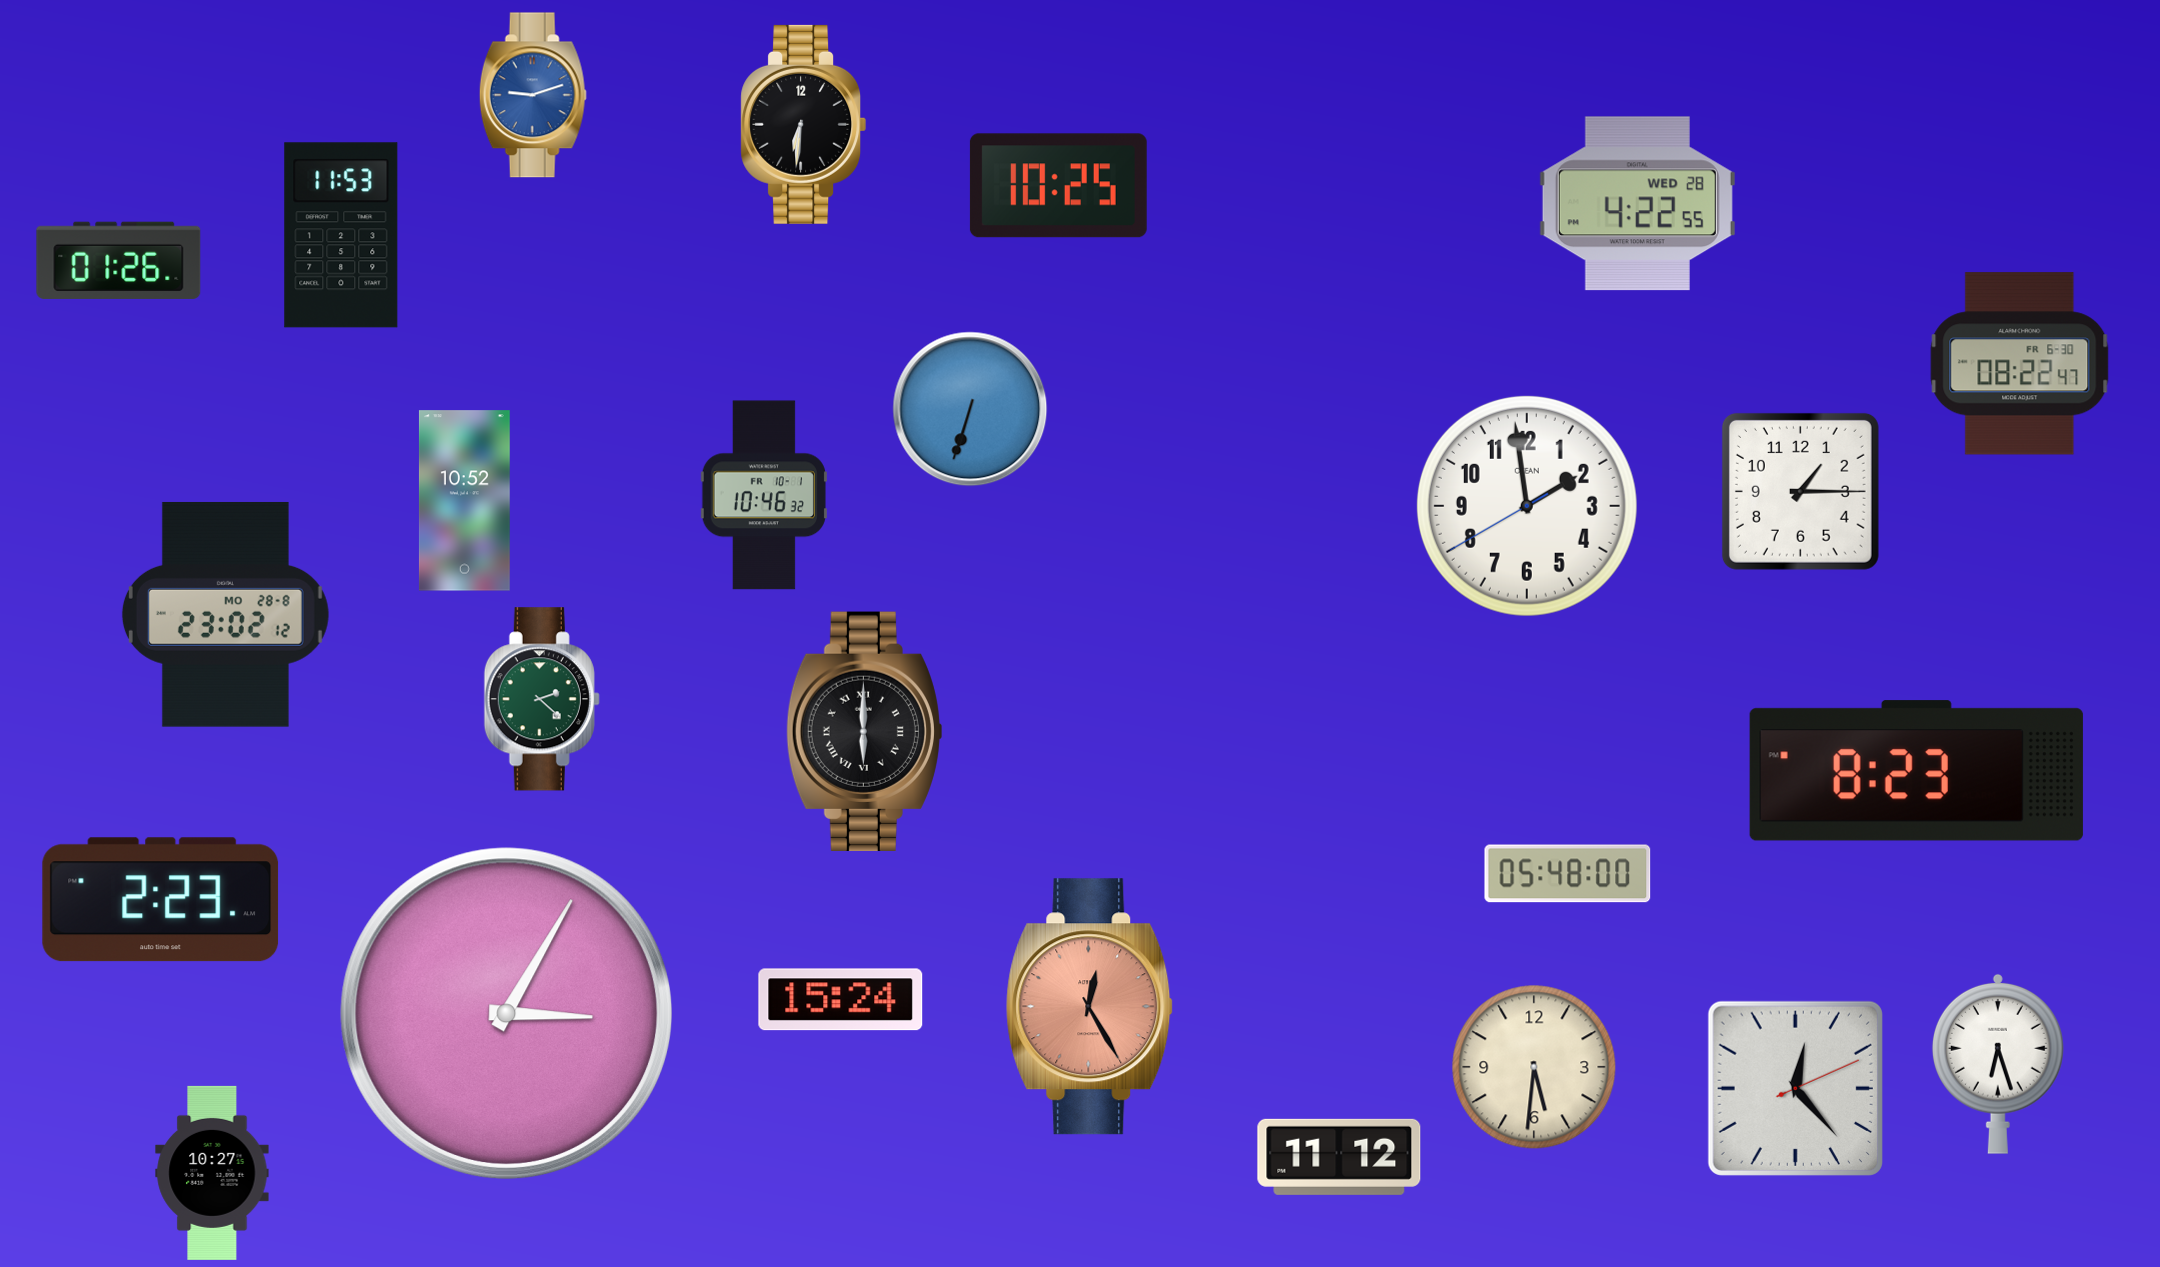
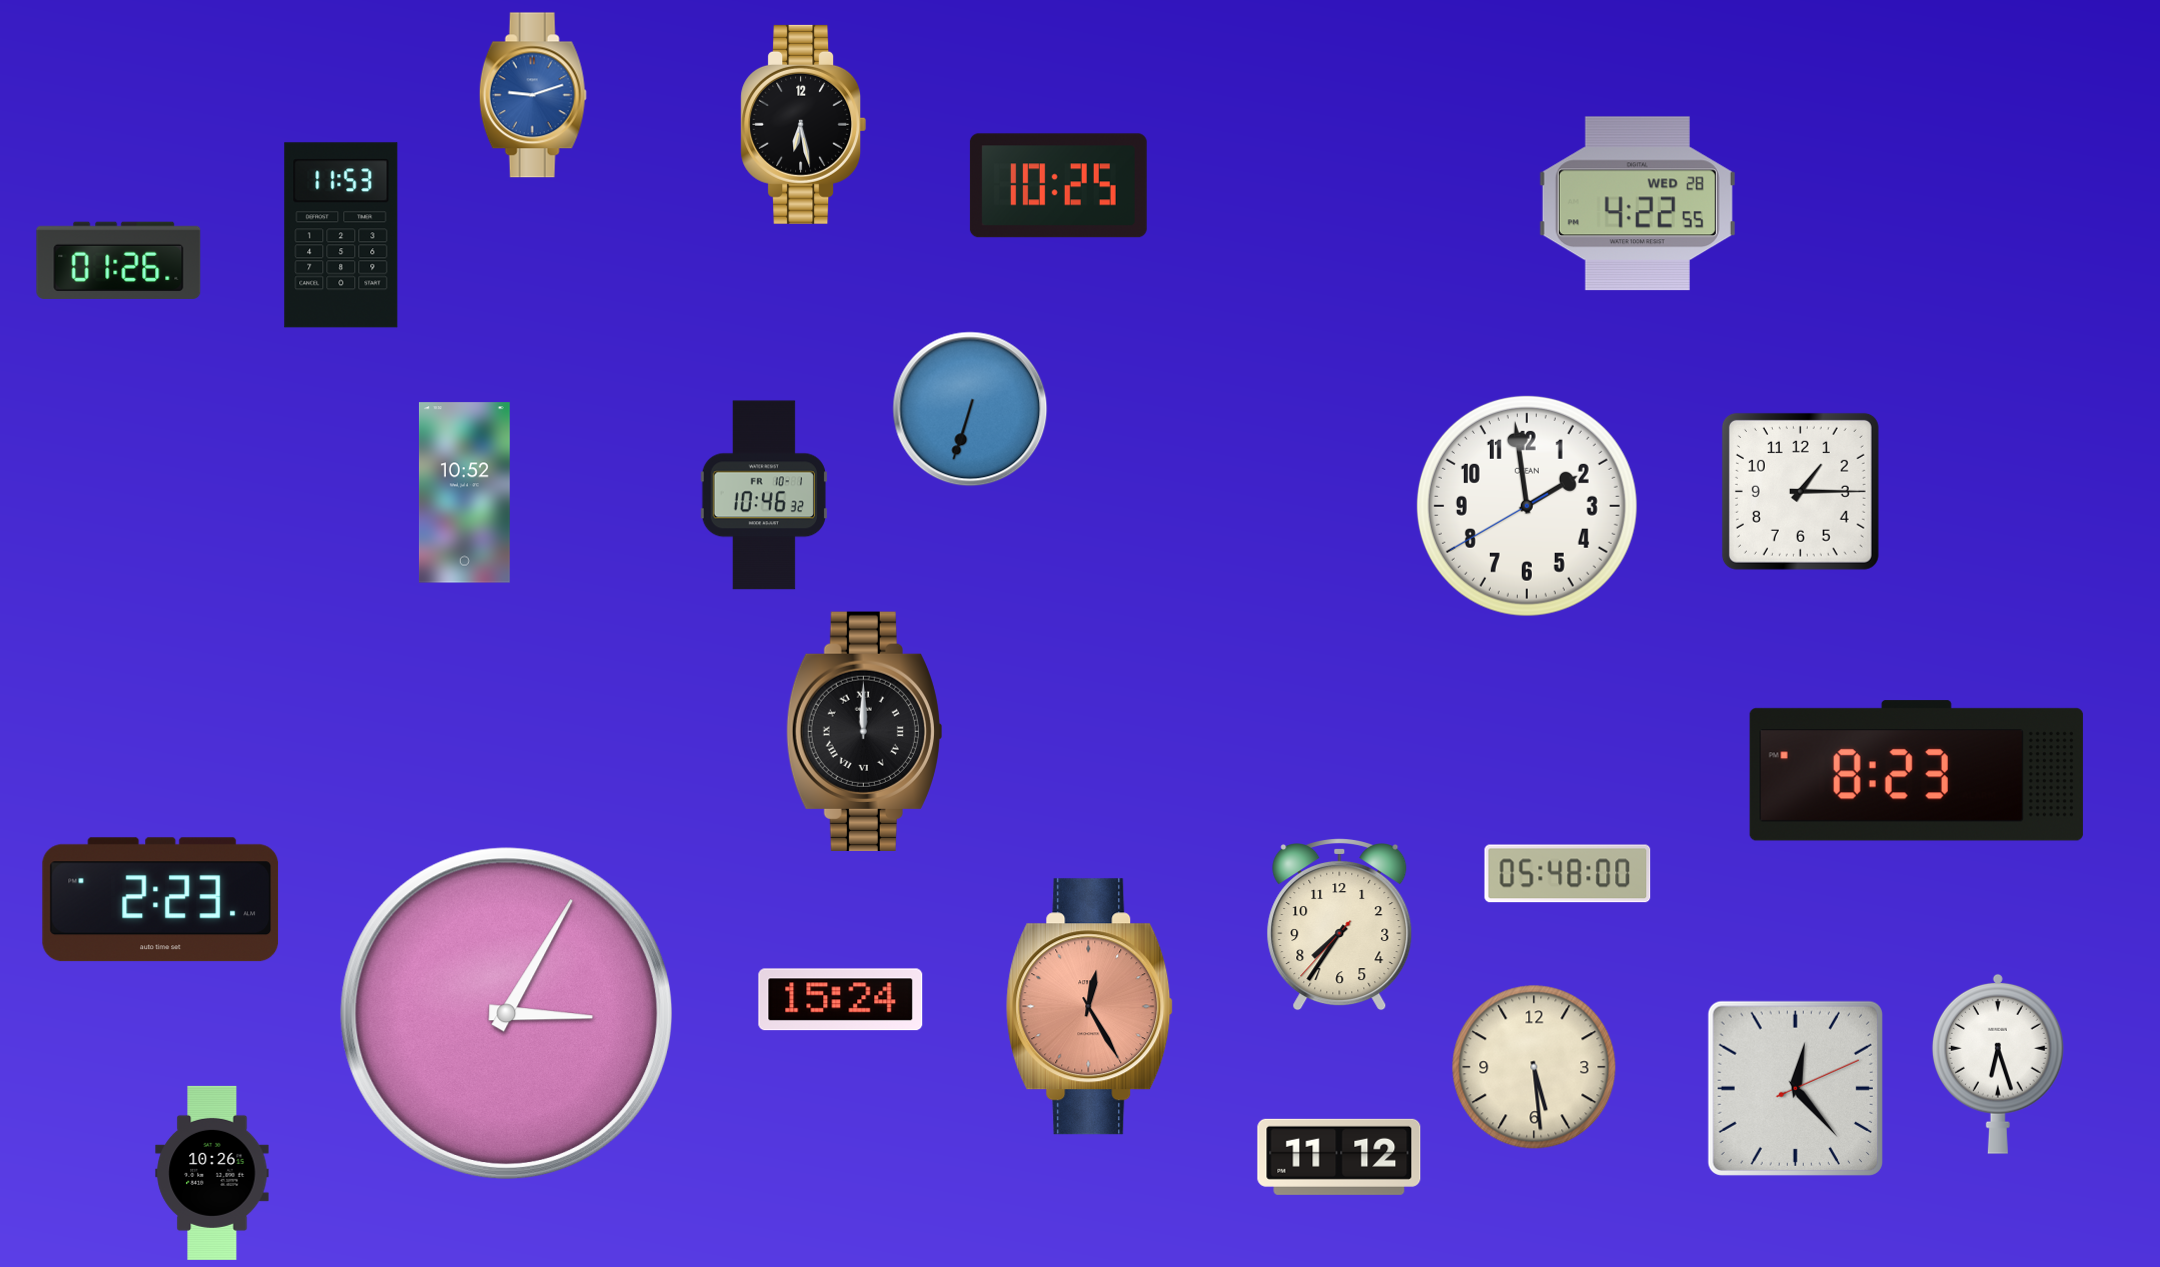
clock at (804, 124): 6:31 -> 6:28
clock at (2020, 364): 08:22 -> none
clock at (464, 501) position: (464, 501) -> (464, 493)
clock at (225, 614): 23:02 -> none
clock at (542, 699): 2:22 -> none
clock at (864, 731): 6:00 -> 12:00
clock at (1340, 925): none -> 7:35
clock at (1534, 1067): 5:31 -> 5:29
clock at (212, 1173): 10:27 -> 10:26
